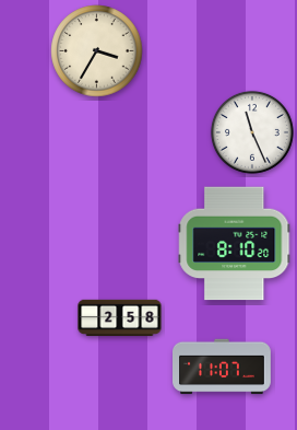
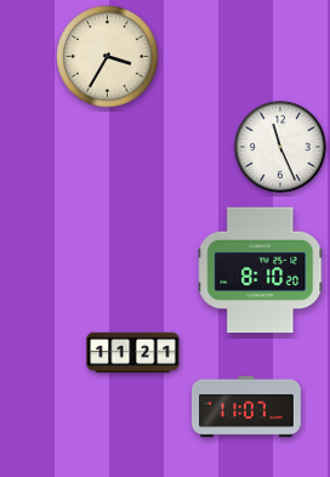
clock at (120, 318): 2:58 -> 11:21
